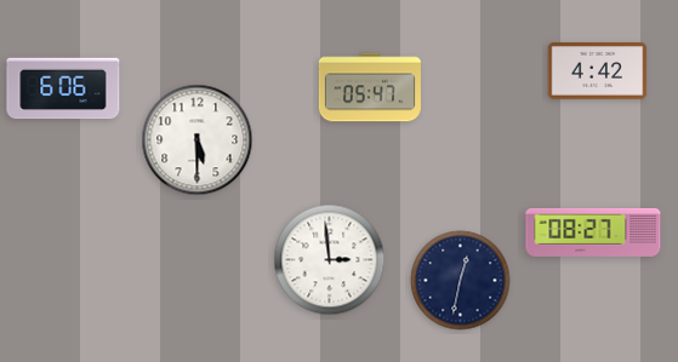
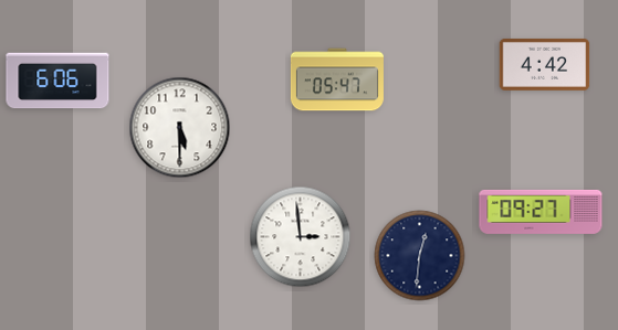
clock at (593, 232): 08:27 -> 09:27
clock at (461, 281): 12:32 -> 12:31
